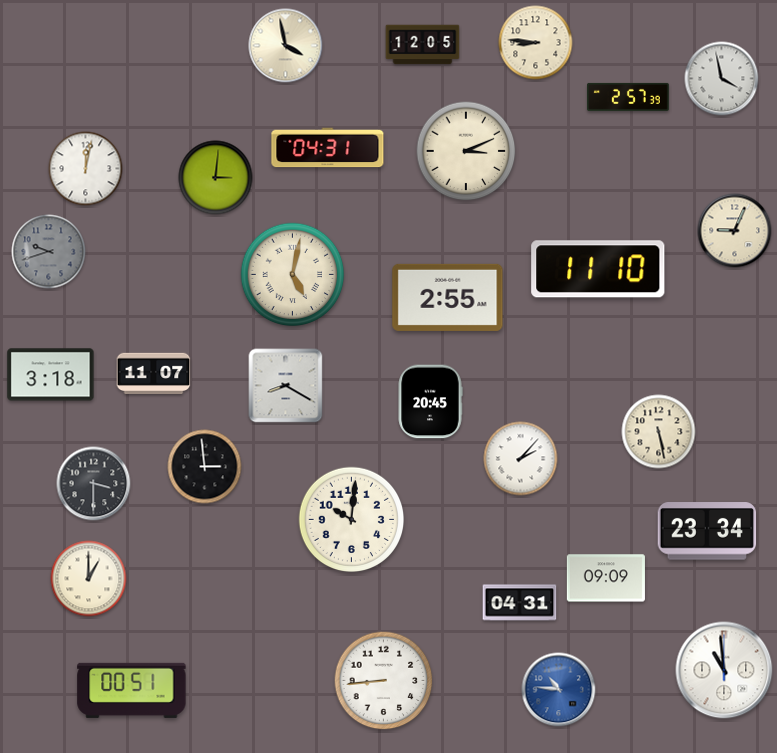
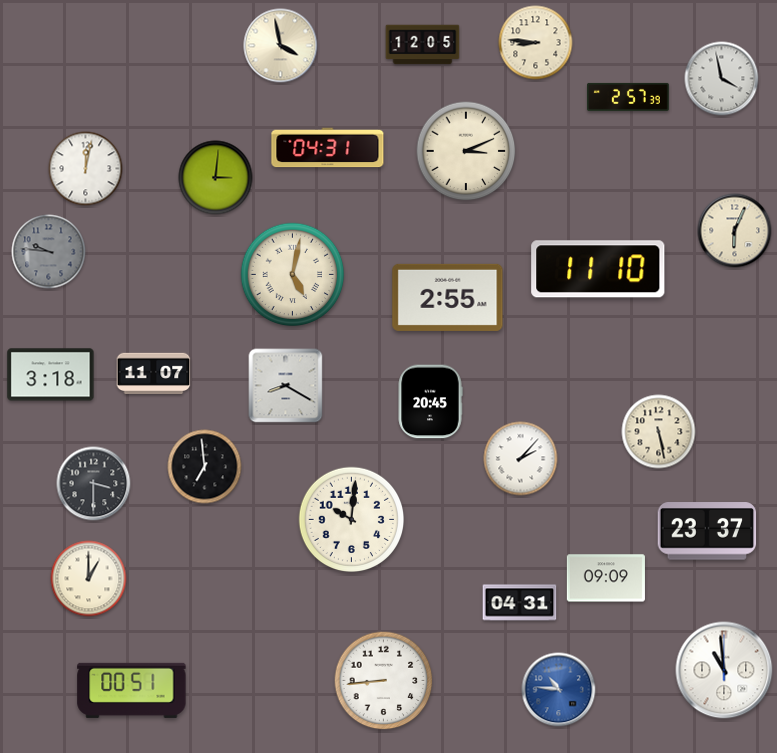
clock at (286, 46) position: (286, 46) -> (281, 46)
clock at (735, 231): 9:04 -> 6:04
clock at (49, 252): 9:42 -> 9:46
clock at (205, 467): 2:59 -> 6:59
clock at (707, 531): 23:34 -> 23:37
